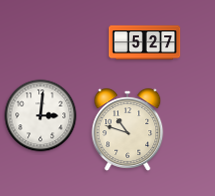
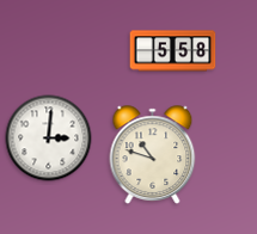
clock at (145, 43): 5:27 -> 5:58
